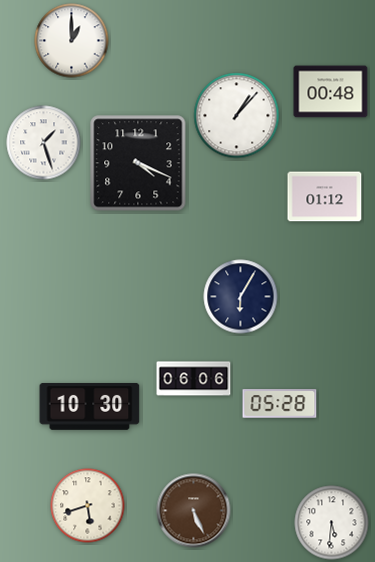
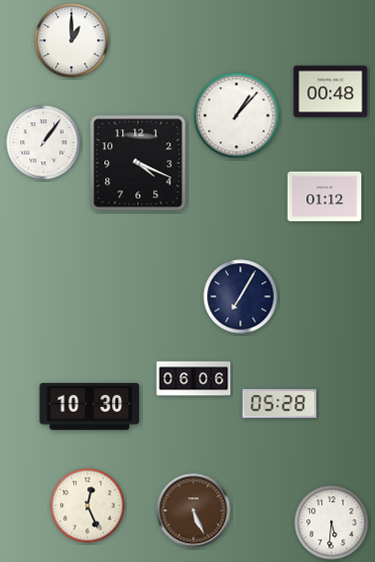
clock at (44, 143): 1:27 -> 1:06
clock at (241, 297): 6:05 -> 7:05
clock at (88, 506): 5:42 -> 12:26
